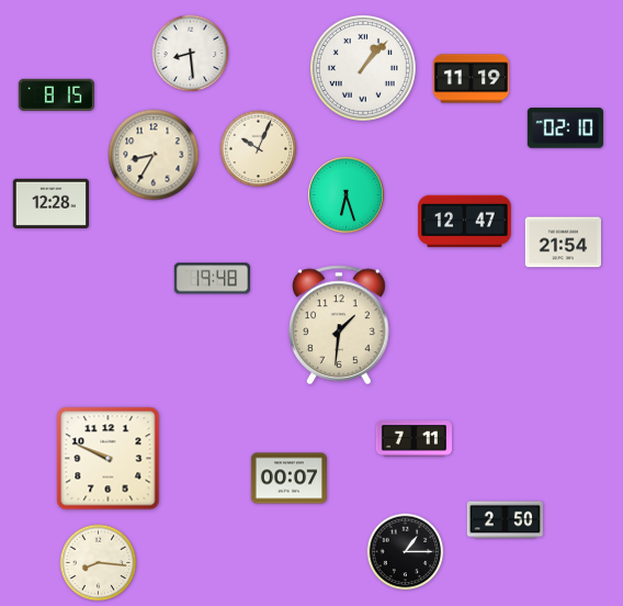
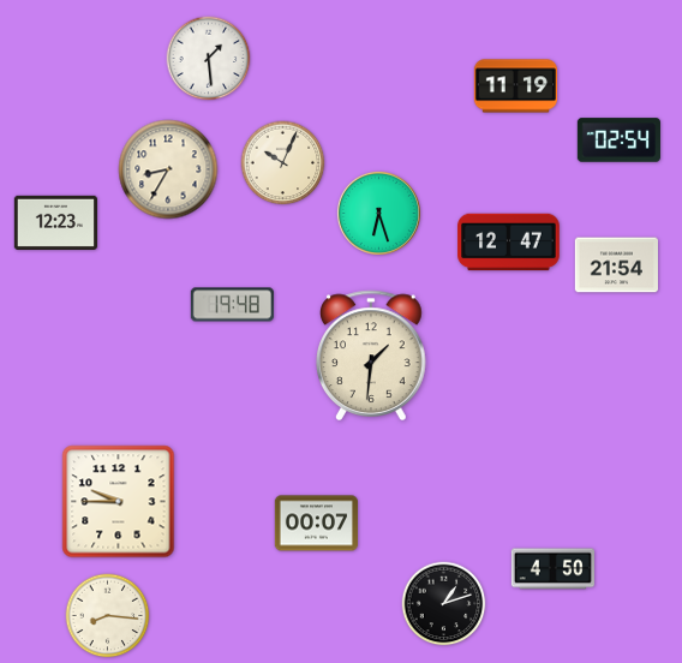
clock at (191, 54): 8:29 -> 1:29
clock at (363, 68): 1:07 -> none
clock at (56, 94): 8:15 -> none
clock at (565, 128): 02:10 -> 02:54
clock at (50, 203): 12:28 -> 12:23
clock at (414, 439): 7:11 -> none
clock at (109, 459): 9:49 -> 9:45
clock at (505, 520): 2:50 -> 4:50
clock at (406, 552): 1:15 -> 1:12
